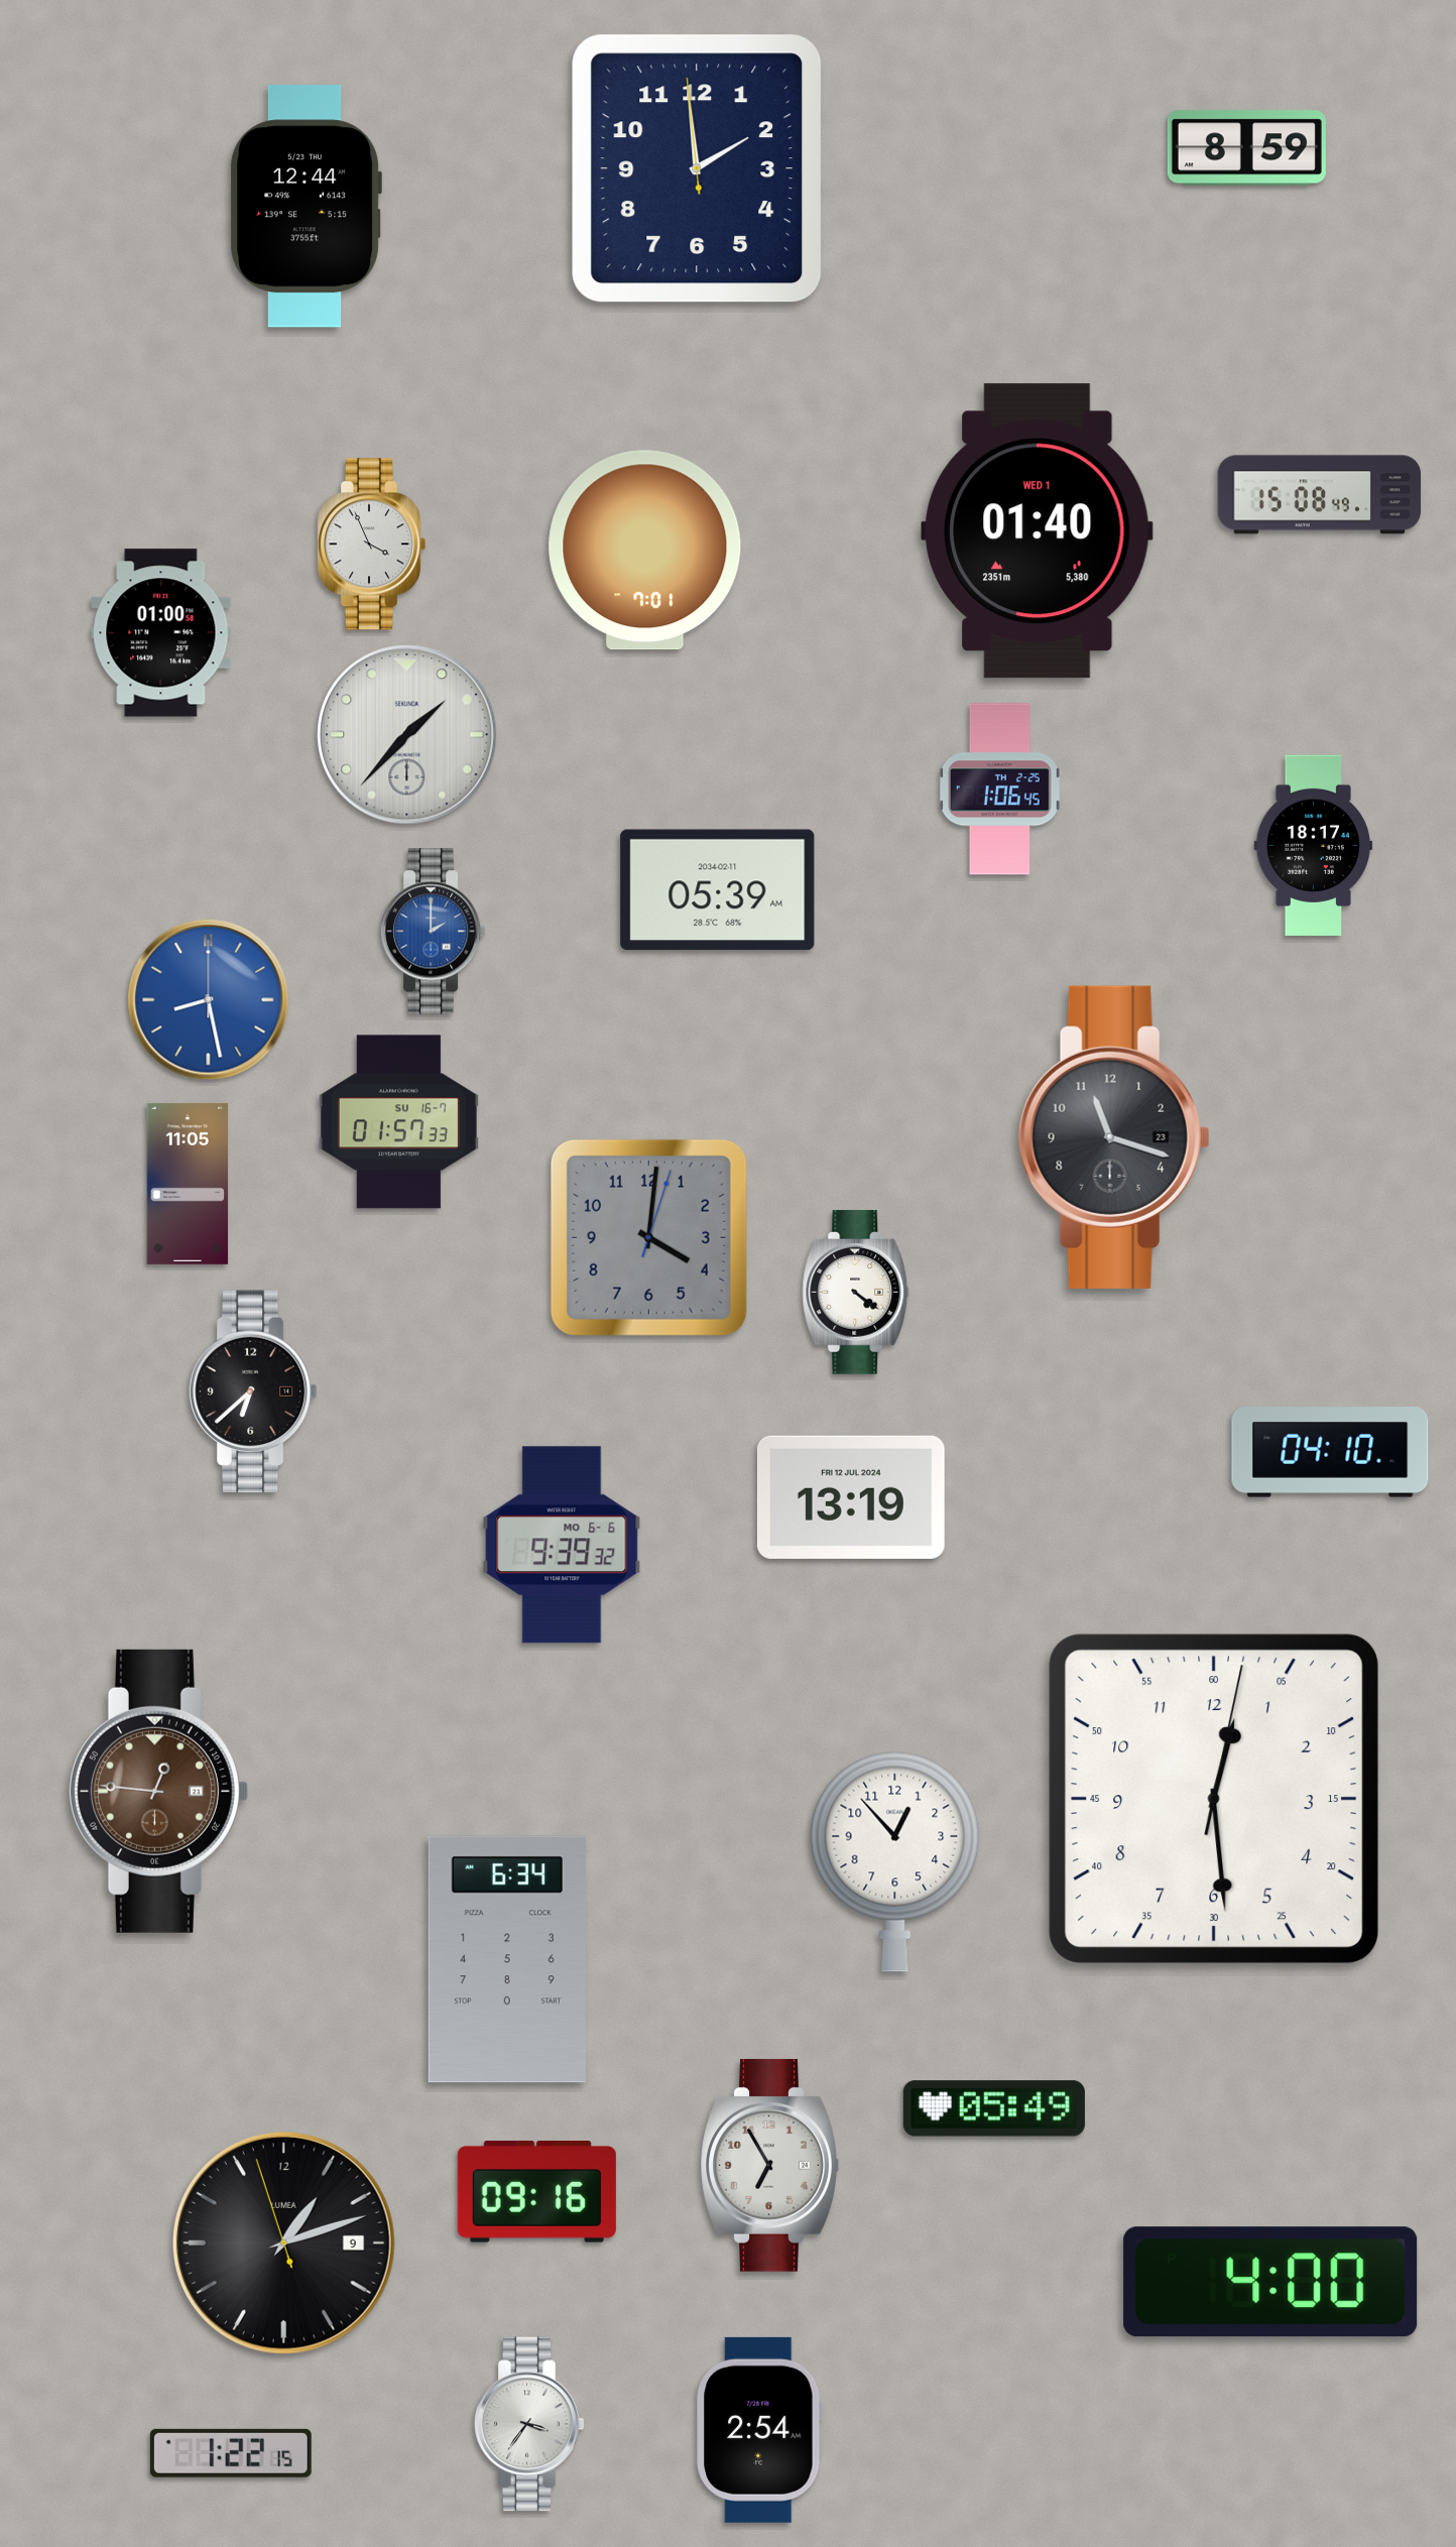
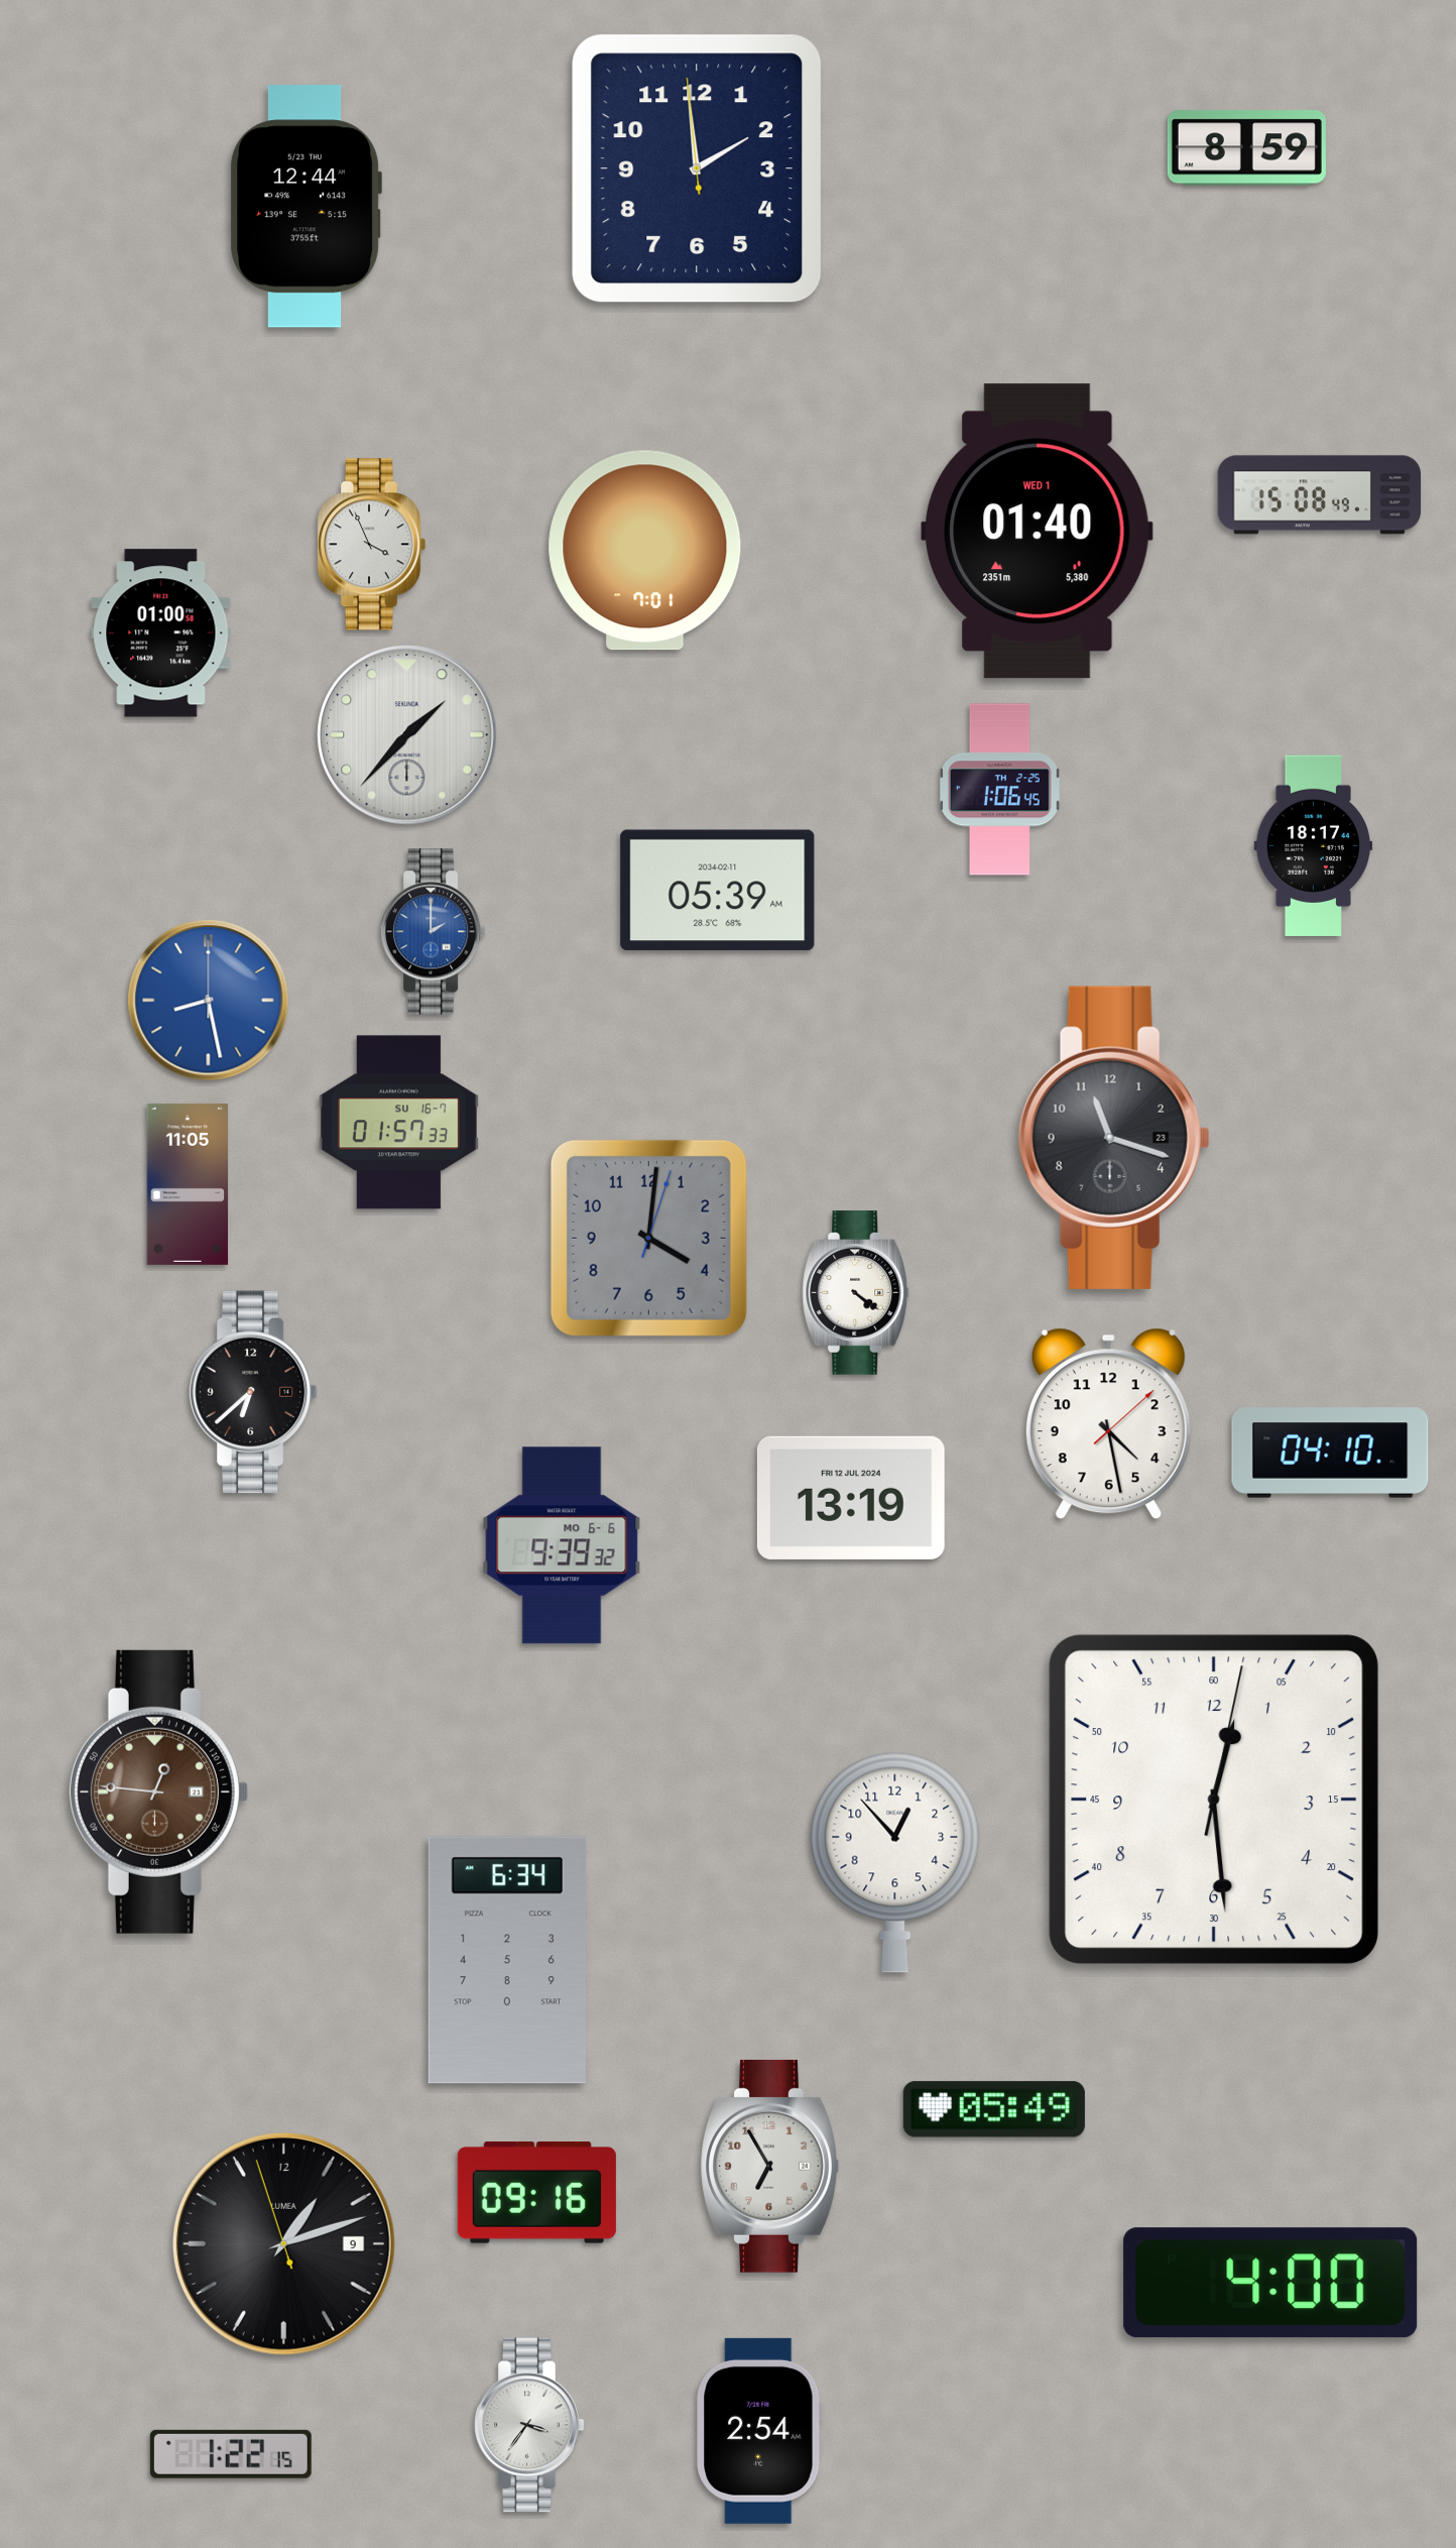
clock at (1108, 1424): none -> 4:28
